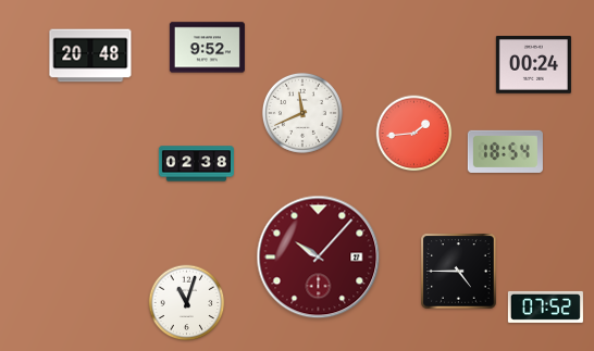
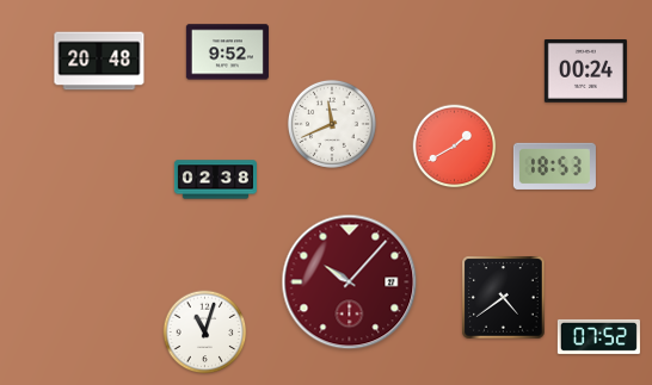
clock at (414, 134): 1:44 -> 1:40
clock at (505, 151): 18:54 -> 18:53
clock at (459, 272): 4:45 -> 4:39
